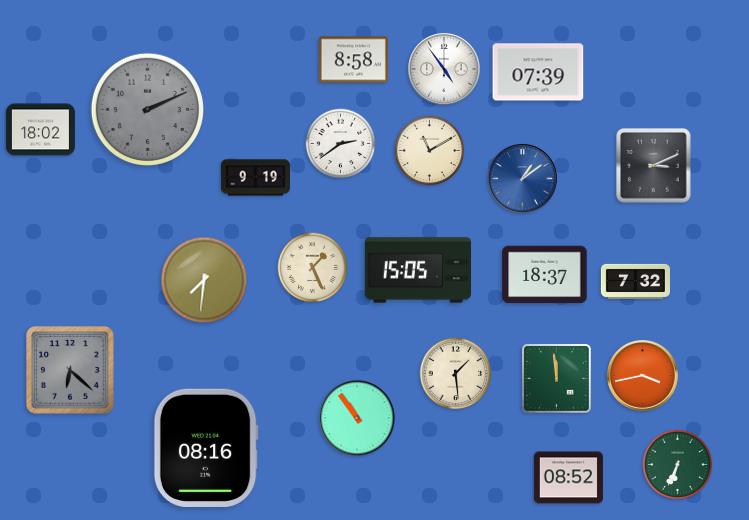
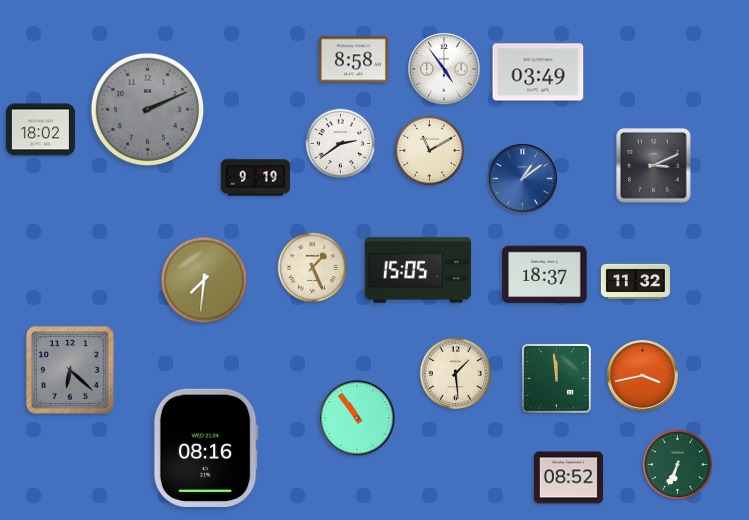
clock at (538, 72): 07:39 -> 03:49
clock at (635, 281): 7:32 -> 11:32
